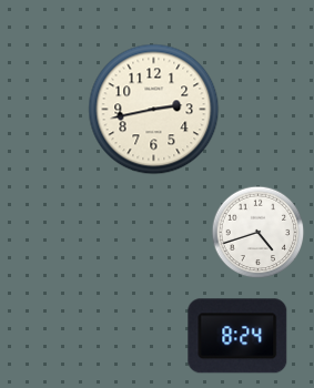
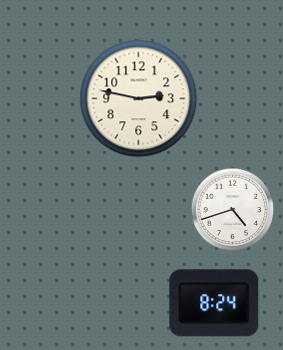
clock at (154, 110): 2:43 -> 2:47
